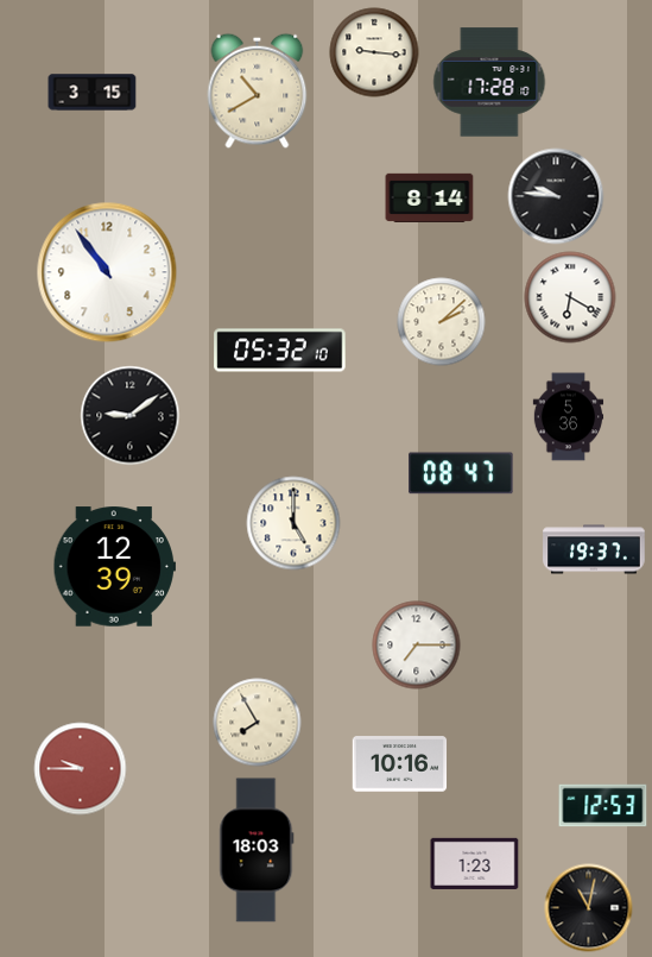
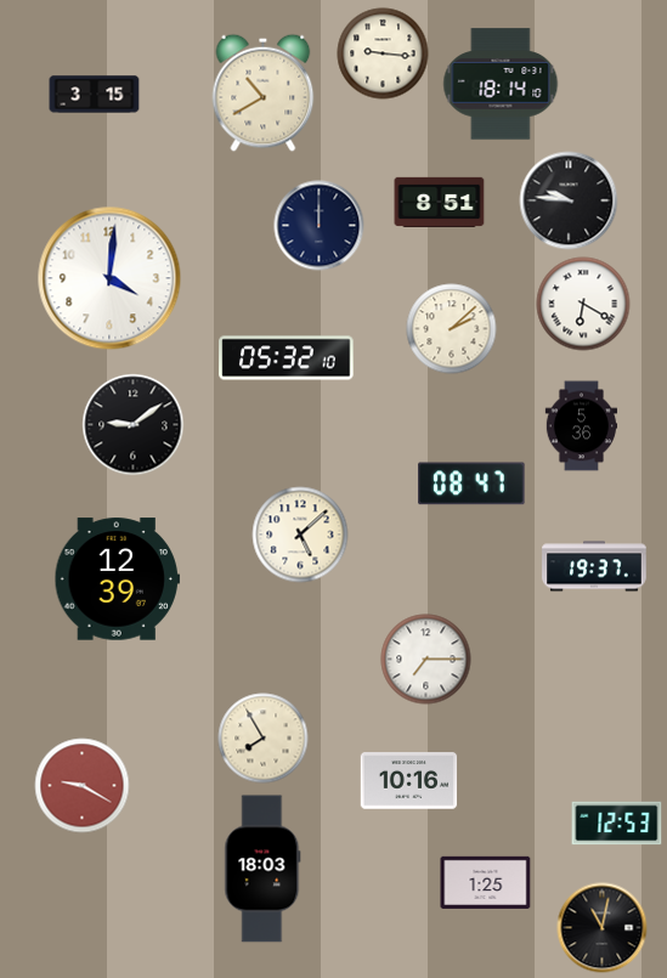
clock at (489, 82): 17:28 -> 18:14
clock at (430, 197): 8:14 -> 8:51
clock at (320, 226): none -> 12:00
clock at (107, 272): 10:54 -> 4:01
clock at (293, 523): 5:00 -> 5:08
clock at (594, 549) position: (594, 549) -> (594, 566)
clock at (81, 769): 9:45 -> 9:20
clock at (475, 863): 1:23 -> 1:25
